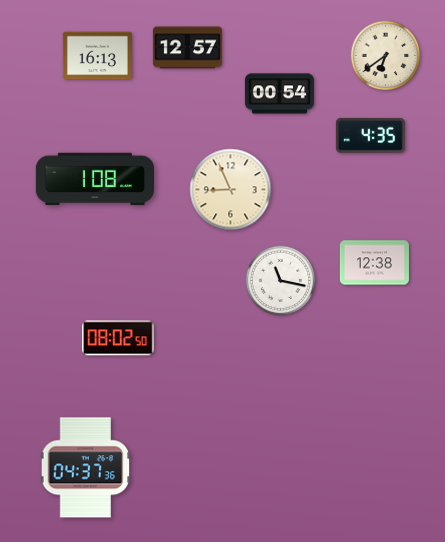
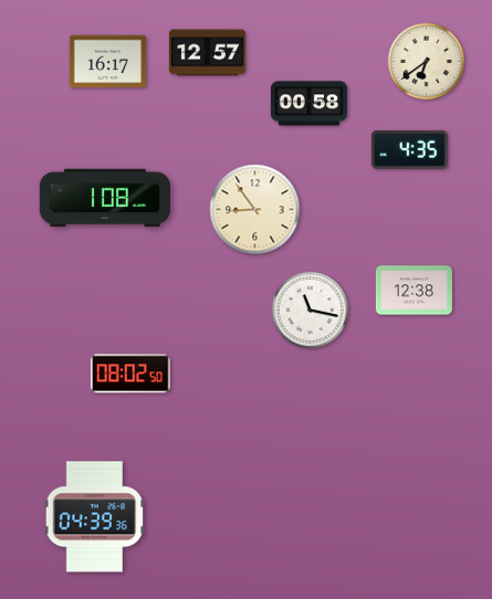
clock at (97, 56): 16:13 -> 16:17
clock at (279, 94): 00:54 -> 00:58
clock at (231, 190): 8:56 -> 8:54
clock at (86, 468): 04:37 -> 04:39
